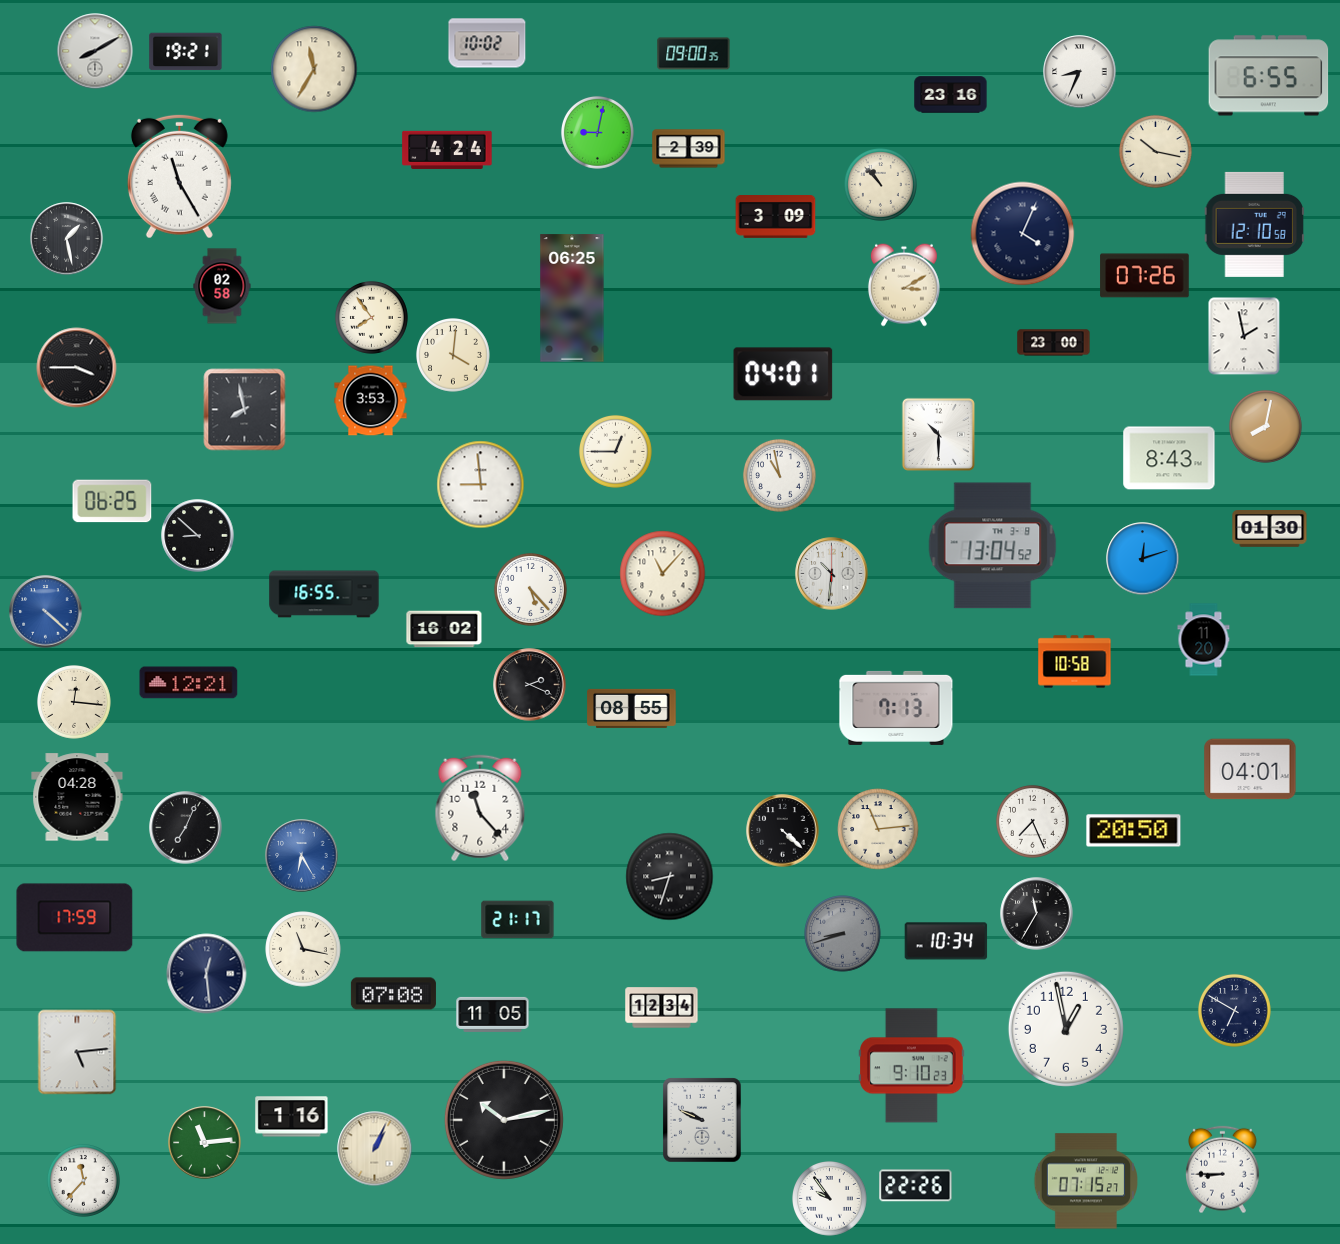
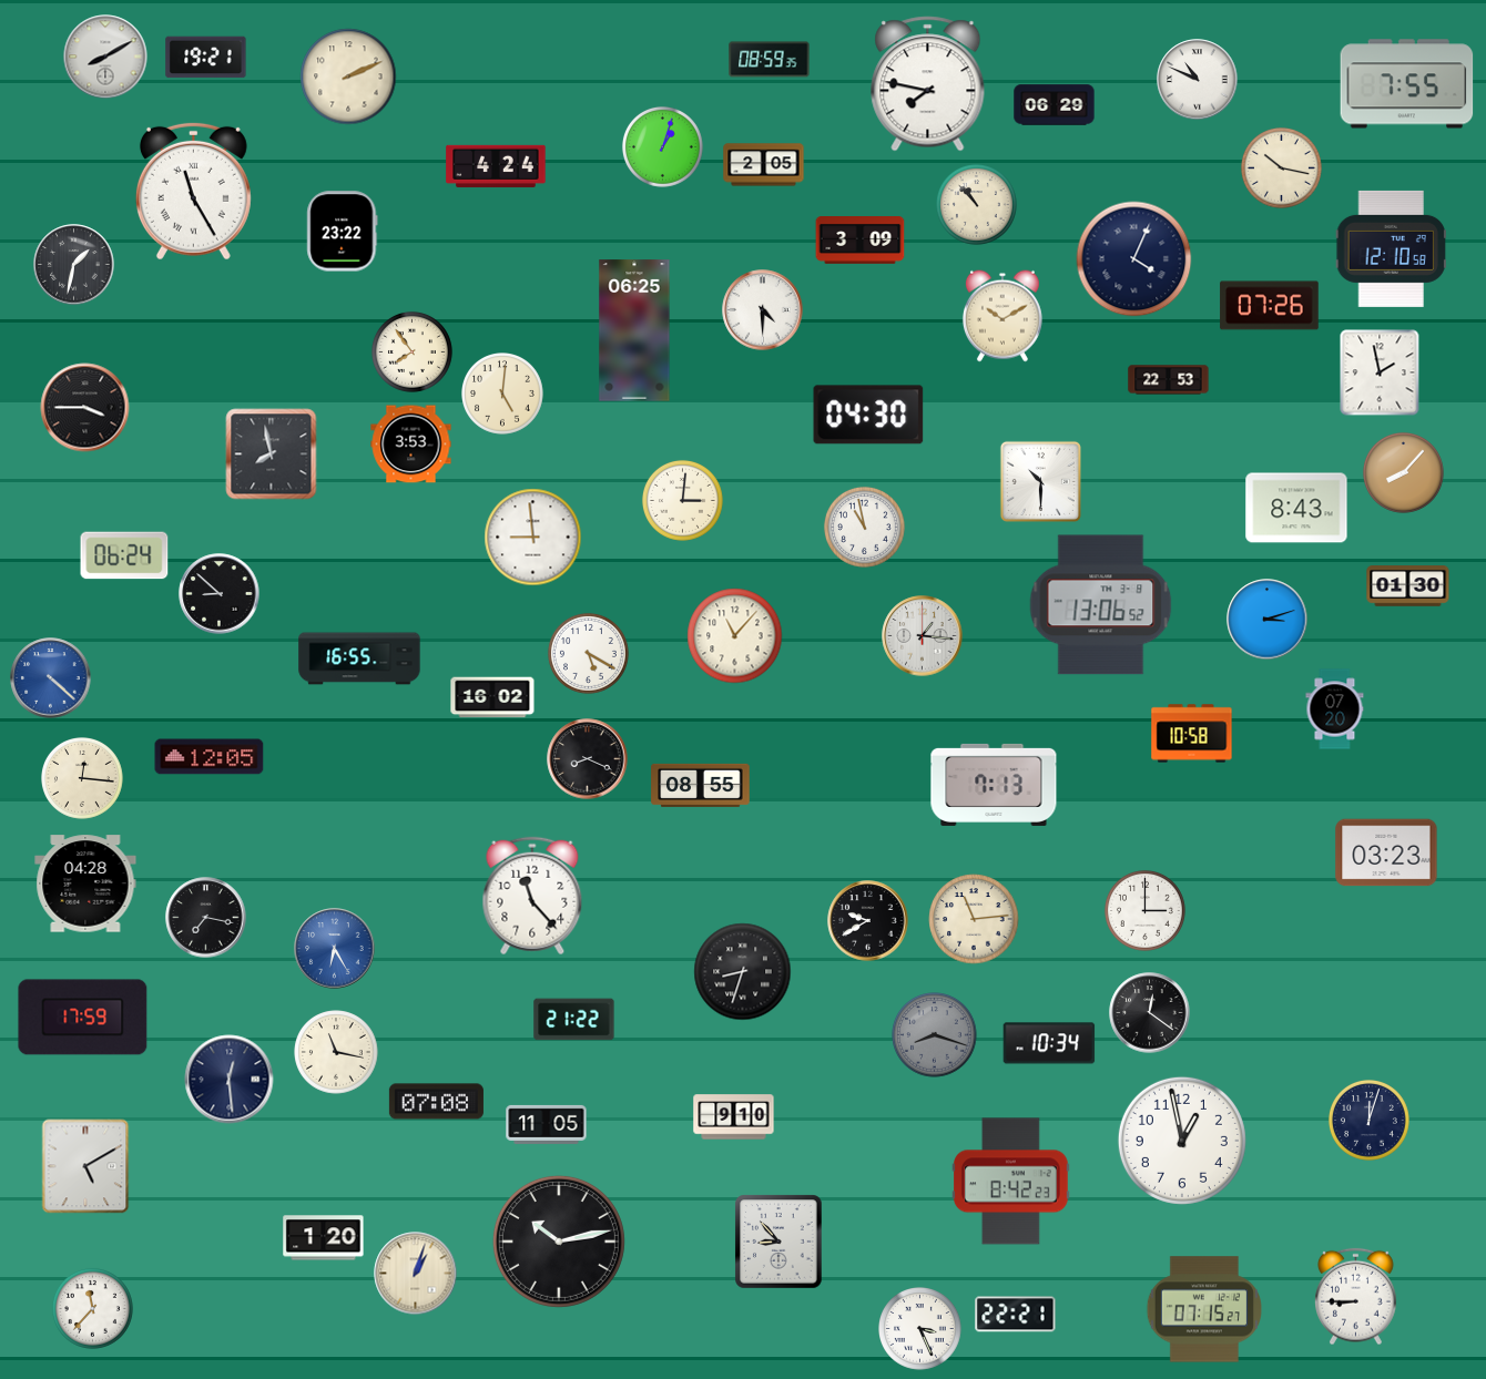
clock at (487, 43): 10:02 -> none
clock at (694, 54): 09:00 -> 08:59
clock at (314, 69): 11:35 -> 2:11
clock at (1080, 72): 8:34 -> 10:49
clock at (928, 84): none -> 7:47
clock at (1269, 76): 6:55 -> 7:55
clock at (951, 95): 23:16 -> 06:29
clock at (597, 132): 9:02 -> 1:03
clock at (689, 149): 2:39 -> 2:05
clock at (179, 176) position: (179, 176) -> (193, 191)
clock at (343, 232): none -> 23:22
clock at (67, 239): 1:28 -> 1:32
clock at (763, 310): none -> 4:30
clock at (904, 285): 3:10 -> 10:10
clock at (222, 286): 02:58 -> none
clock at (1054, 343): 23:00 -> 22:53
clock at (454, 356): 4:01 -> 5:01
clock at (783, 374): 04:01 -> 04:30
clock at (1265, 426): 8:02 -> 8:07
clock at (615, 451): 12:45 -> 3:01
clock at (112, 501): 06:25 -> 06:24
clock at (993, 546): 13:04 -> 13:06
clock at (1143, 559): 12:12 -> 3:12
clock at (832, 574): 10:31 -> 1:16
clock at (530, 589): 5:23 -> 5:20
clock at (1204, 640): 11:20 -> 07:20
clock at (189, 683): 12:21 -> 12:05
clock at (530, 685): 2:19 -> 8:19
clock at (1250, 769): 04:01 -> 03:23
clock at (1032, 821): 7:26 -> 3:00
clock at (186, 828): 7:04 -> 7:17
clock at (783, 831): 4:22 -> 9:40
clock at (1134, 831): 20:50 -> none
clock at (1037, 914): 11:35 -> 12:21
clock at (518, 920): 21:17 -> 21:22
clock at (843, 934): 8:42 -> 8:18
clock at (662, 1008): 12:34 -> 9:10
clock at (1234, 1010): 6:50 -> 12:03
clock at (77, 1052): 5:14 -> 5:10
clock at (912, 1066): 9:10 -> 8:42
clock at (292, 1117): 1:16 -> 1:20
clock at (702, 1120): 9:49 -> 8:53
clock at (205, 1143): 11:14 -> none
clock at (375, 1149): 1:04 -> 1:03
clock at (916, 1186): 22:26 -> 22:21
clock at (830, 1199): 9:54 -> 3:26
